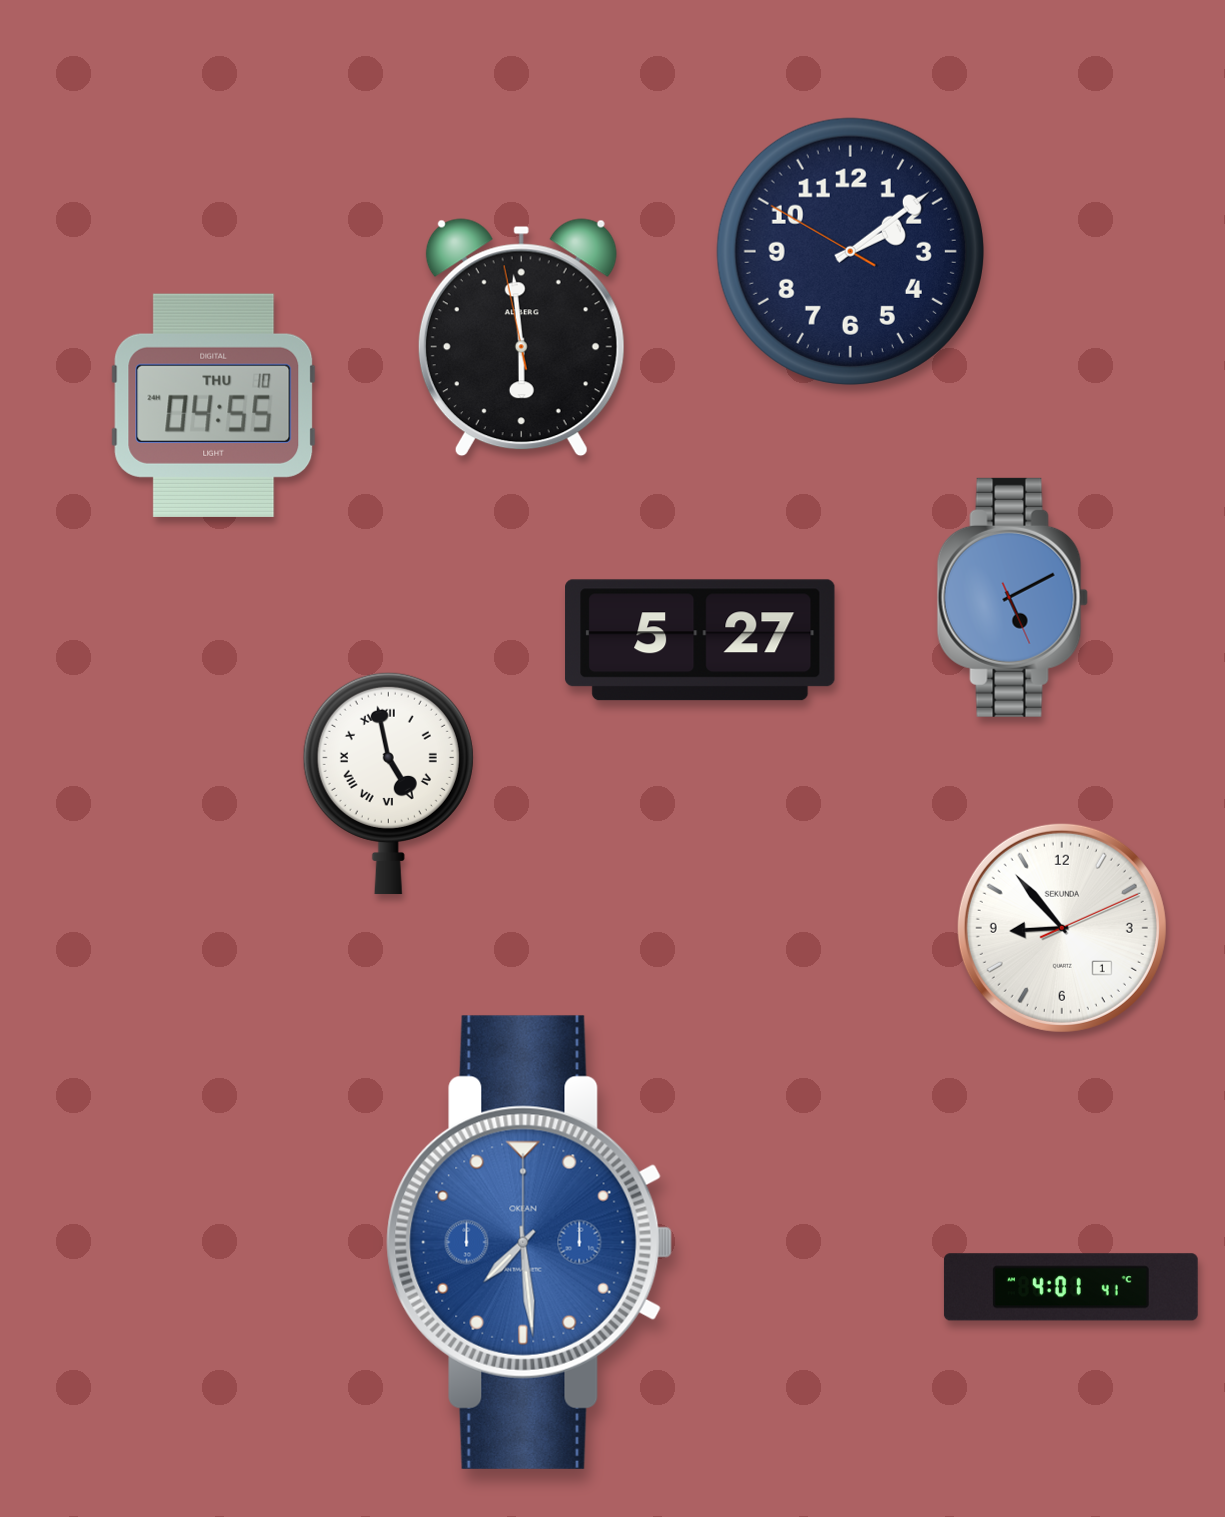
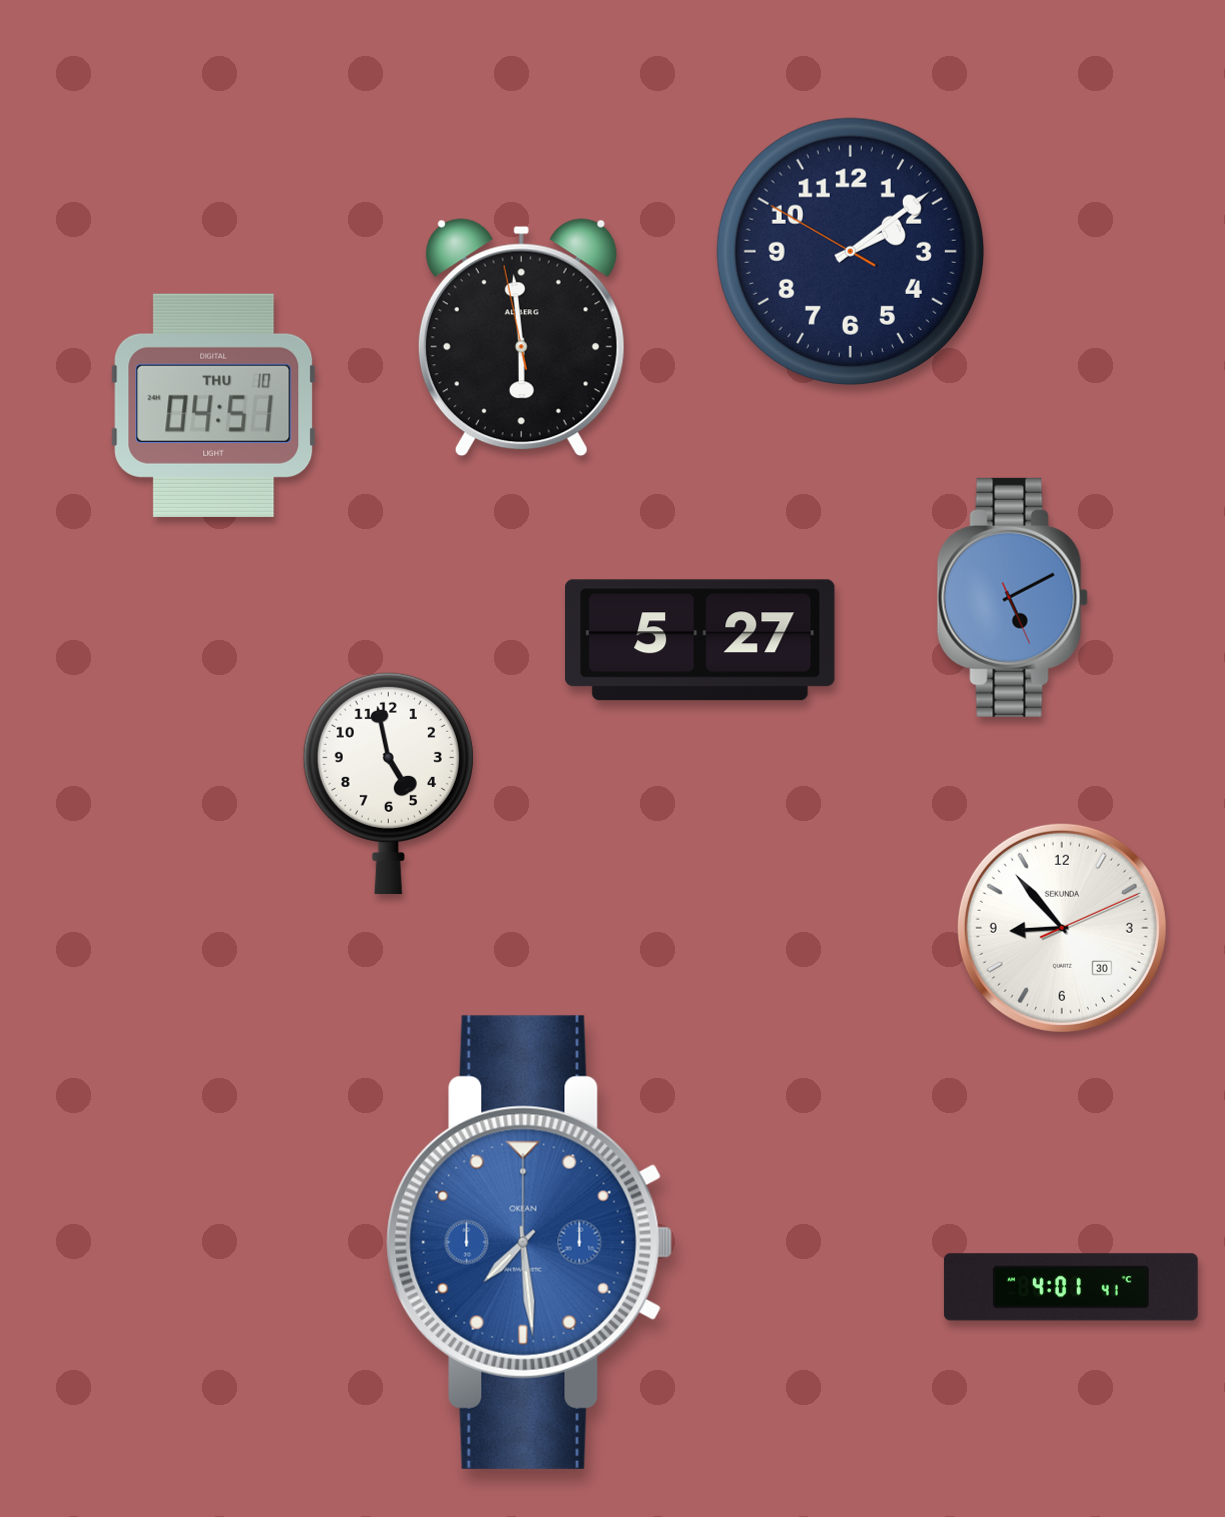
clock at (214, 405): 04:55 -> 04:51
clock at (388, 783) numerals: Roman -> Arabic
clock at (1062, 928) date: 1 -> 30
